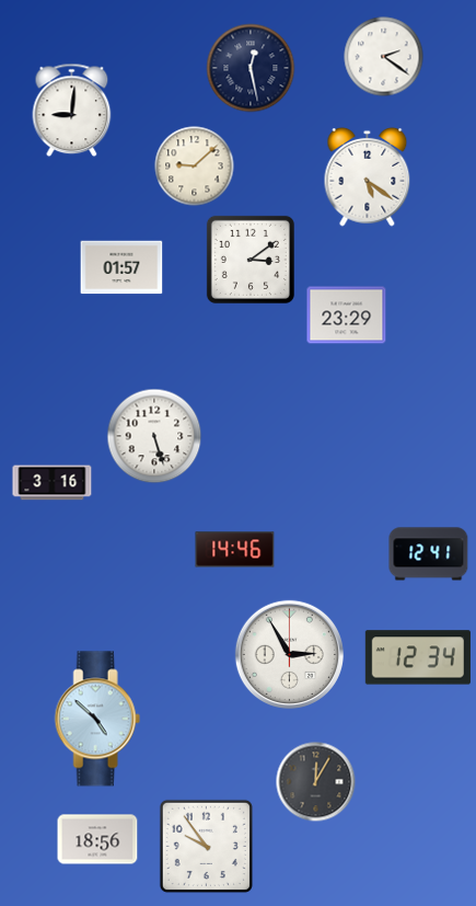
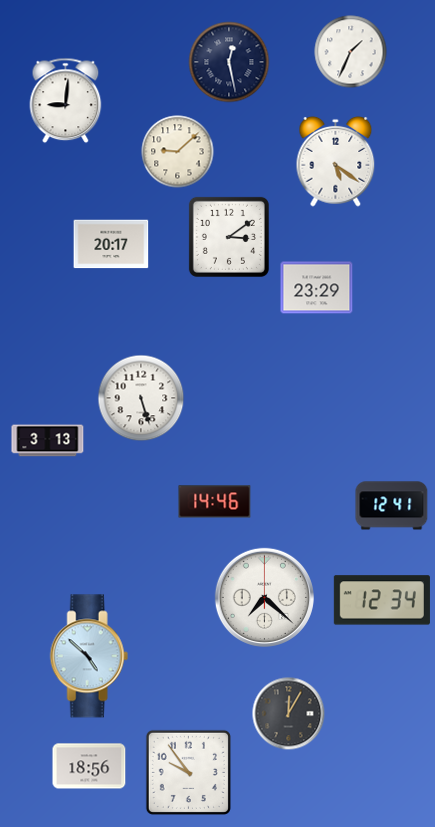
clock at (384, 57): 2:21 -> 1:34
clock at (121, 267): 01:57 -> 20:17
clock at (53, 483): 3:16 -> 3:13
clock at (289, 654): 2:55 -> 7:22
